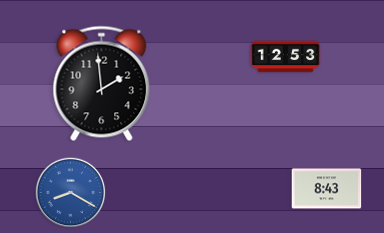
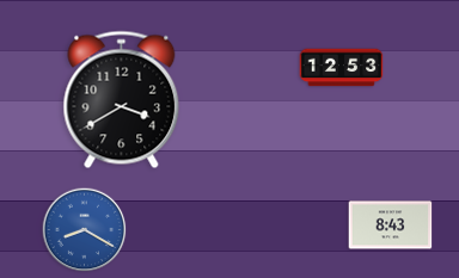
clock at (102, 84): 1:59 -> 3:40
